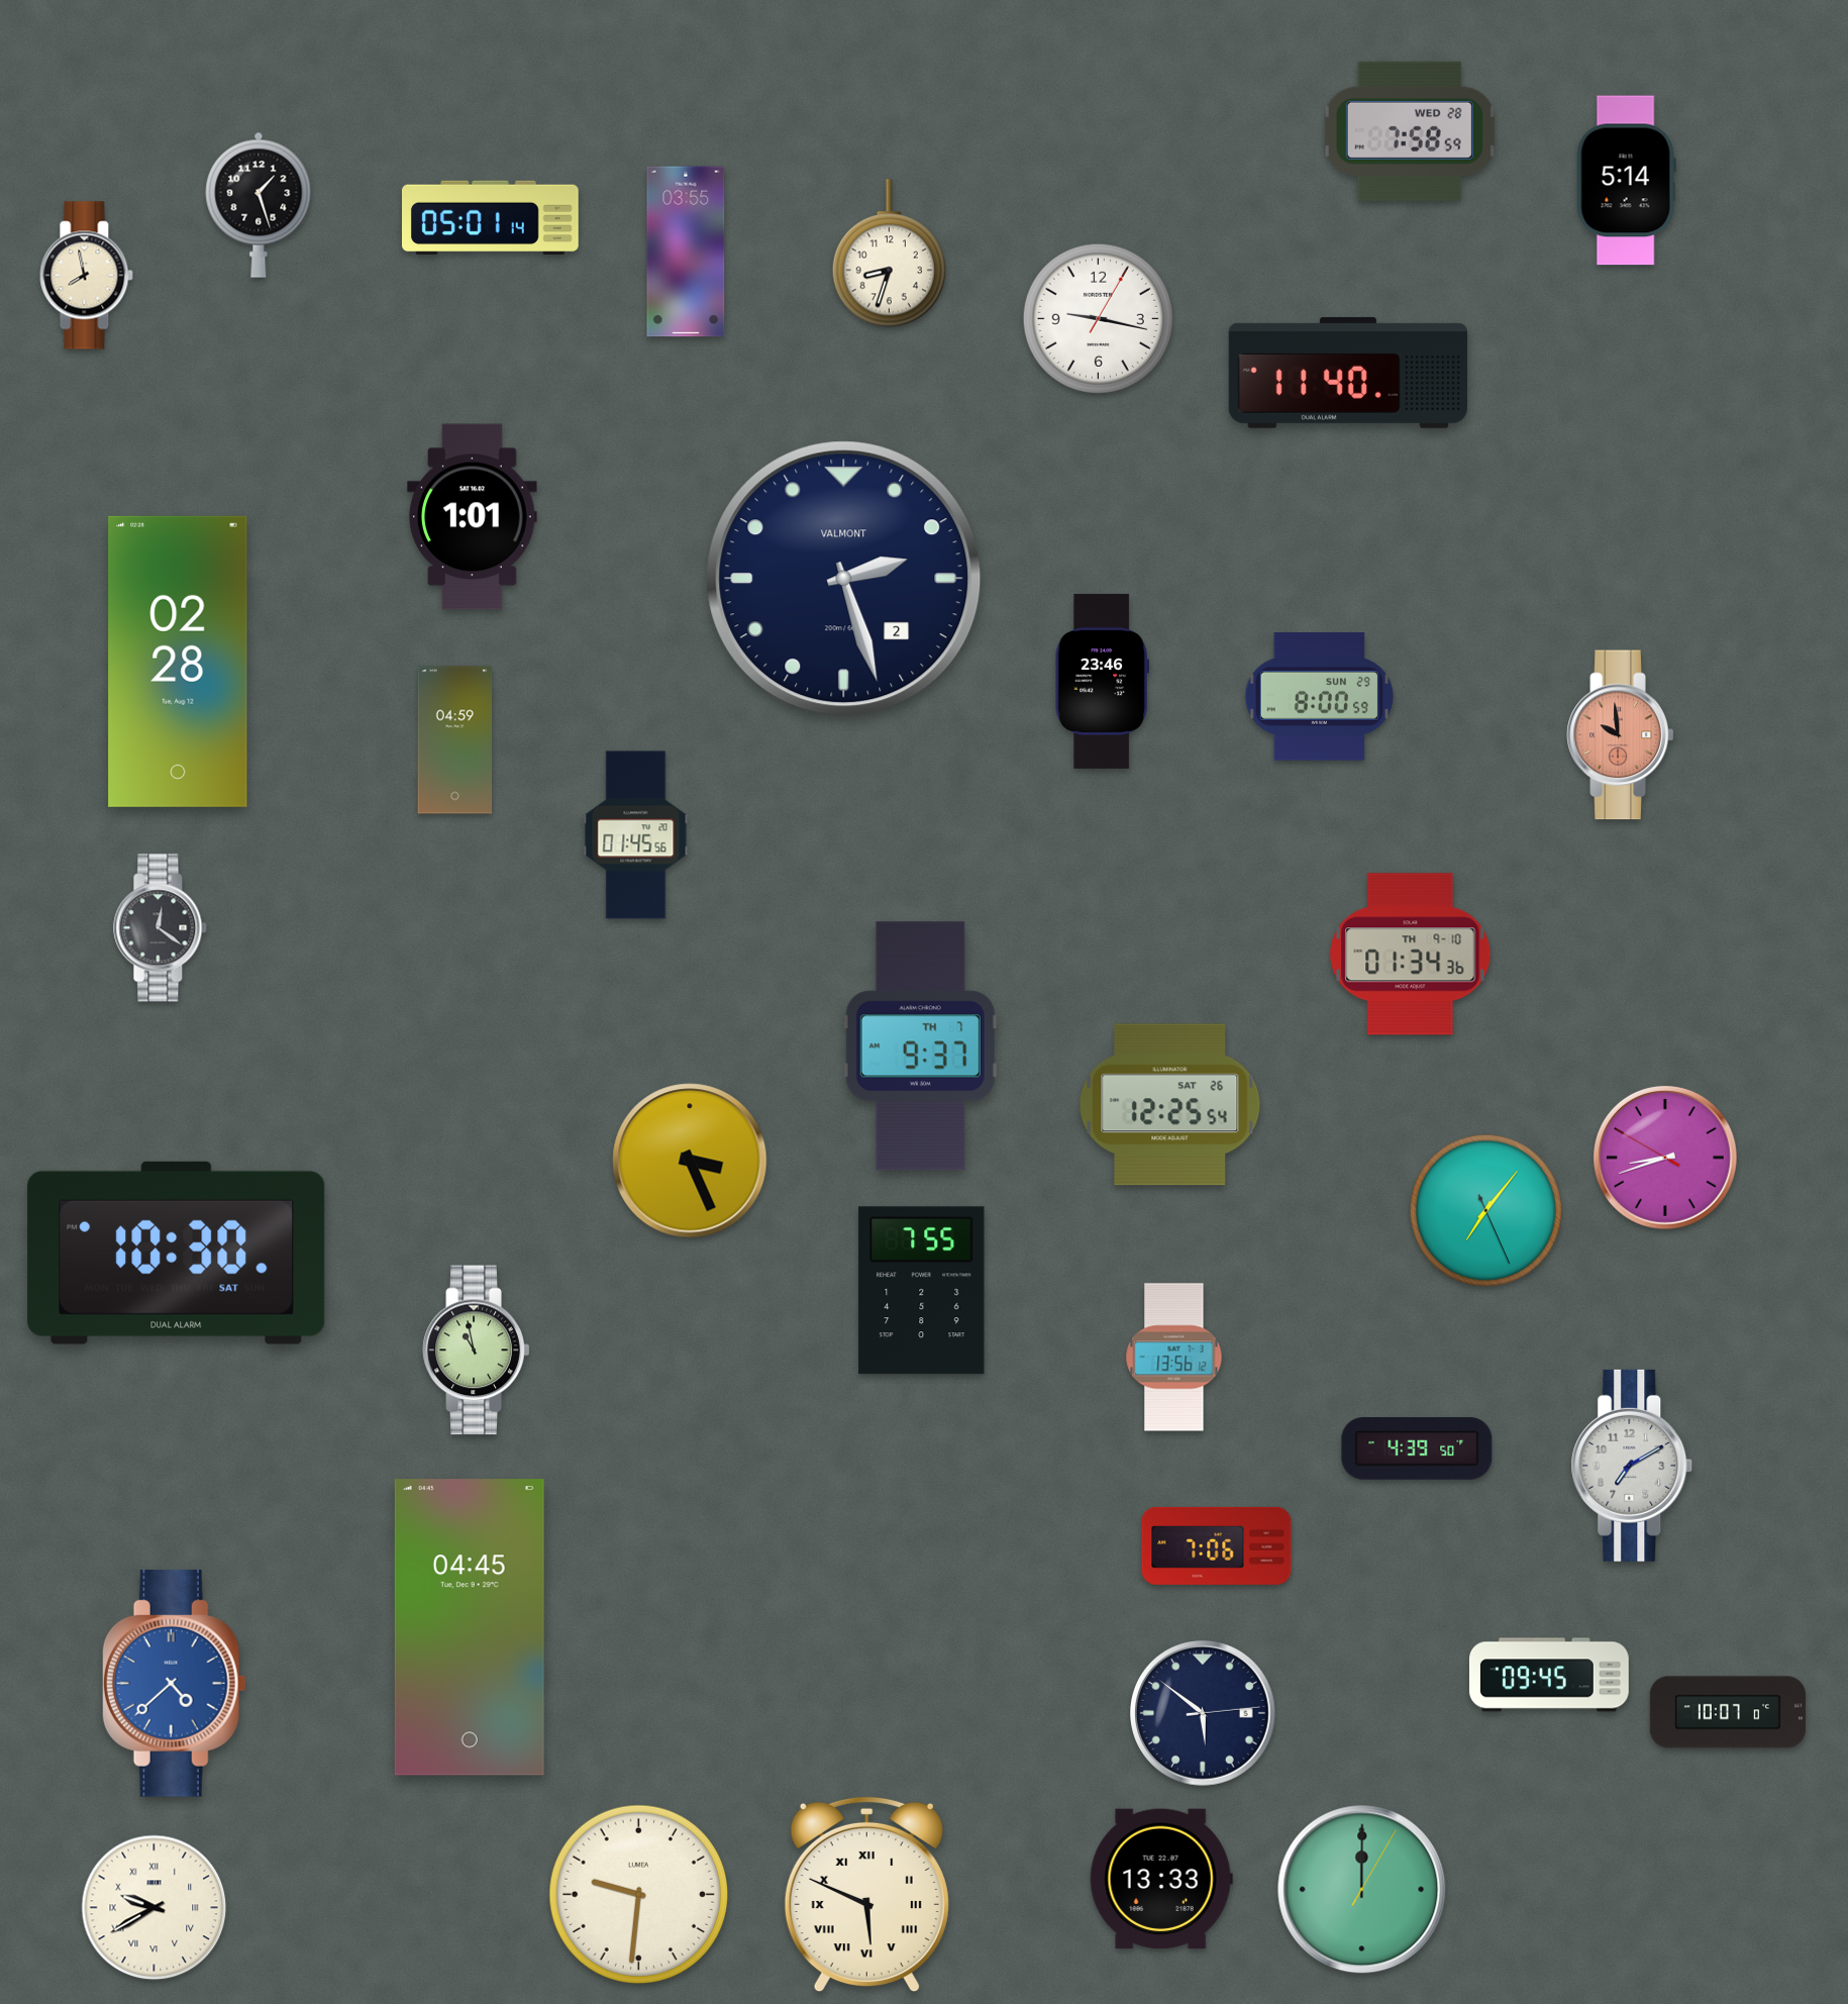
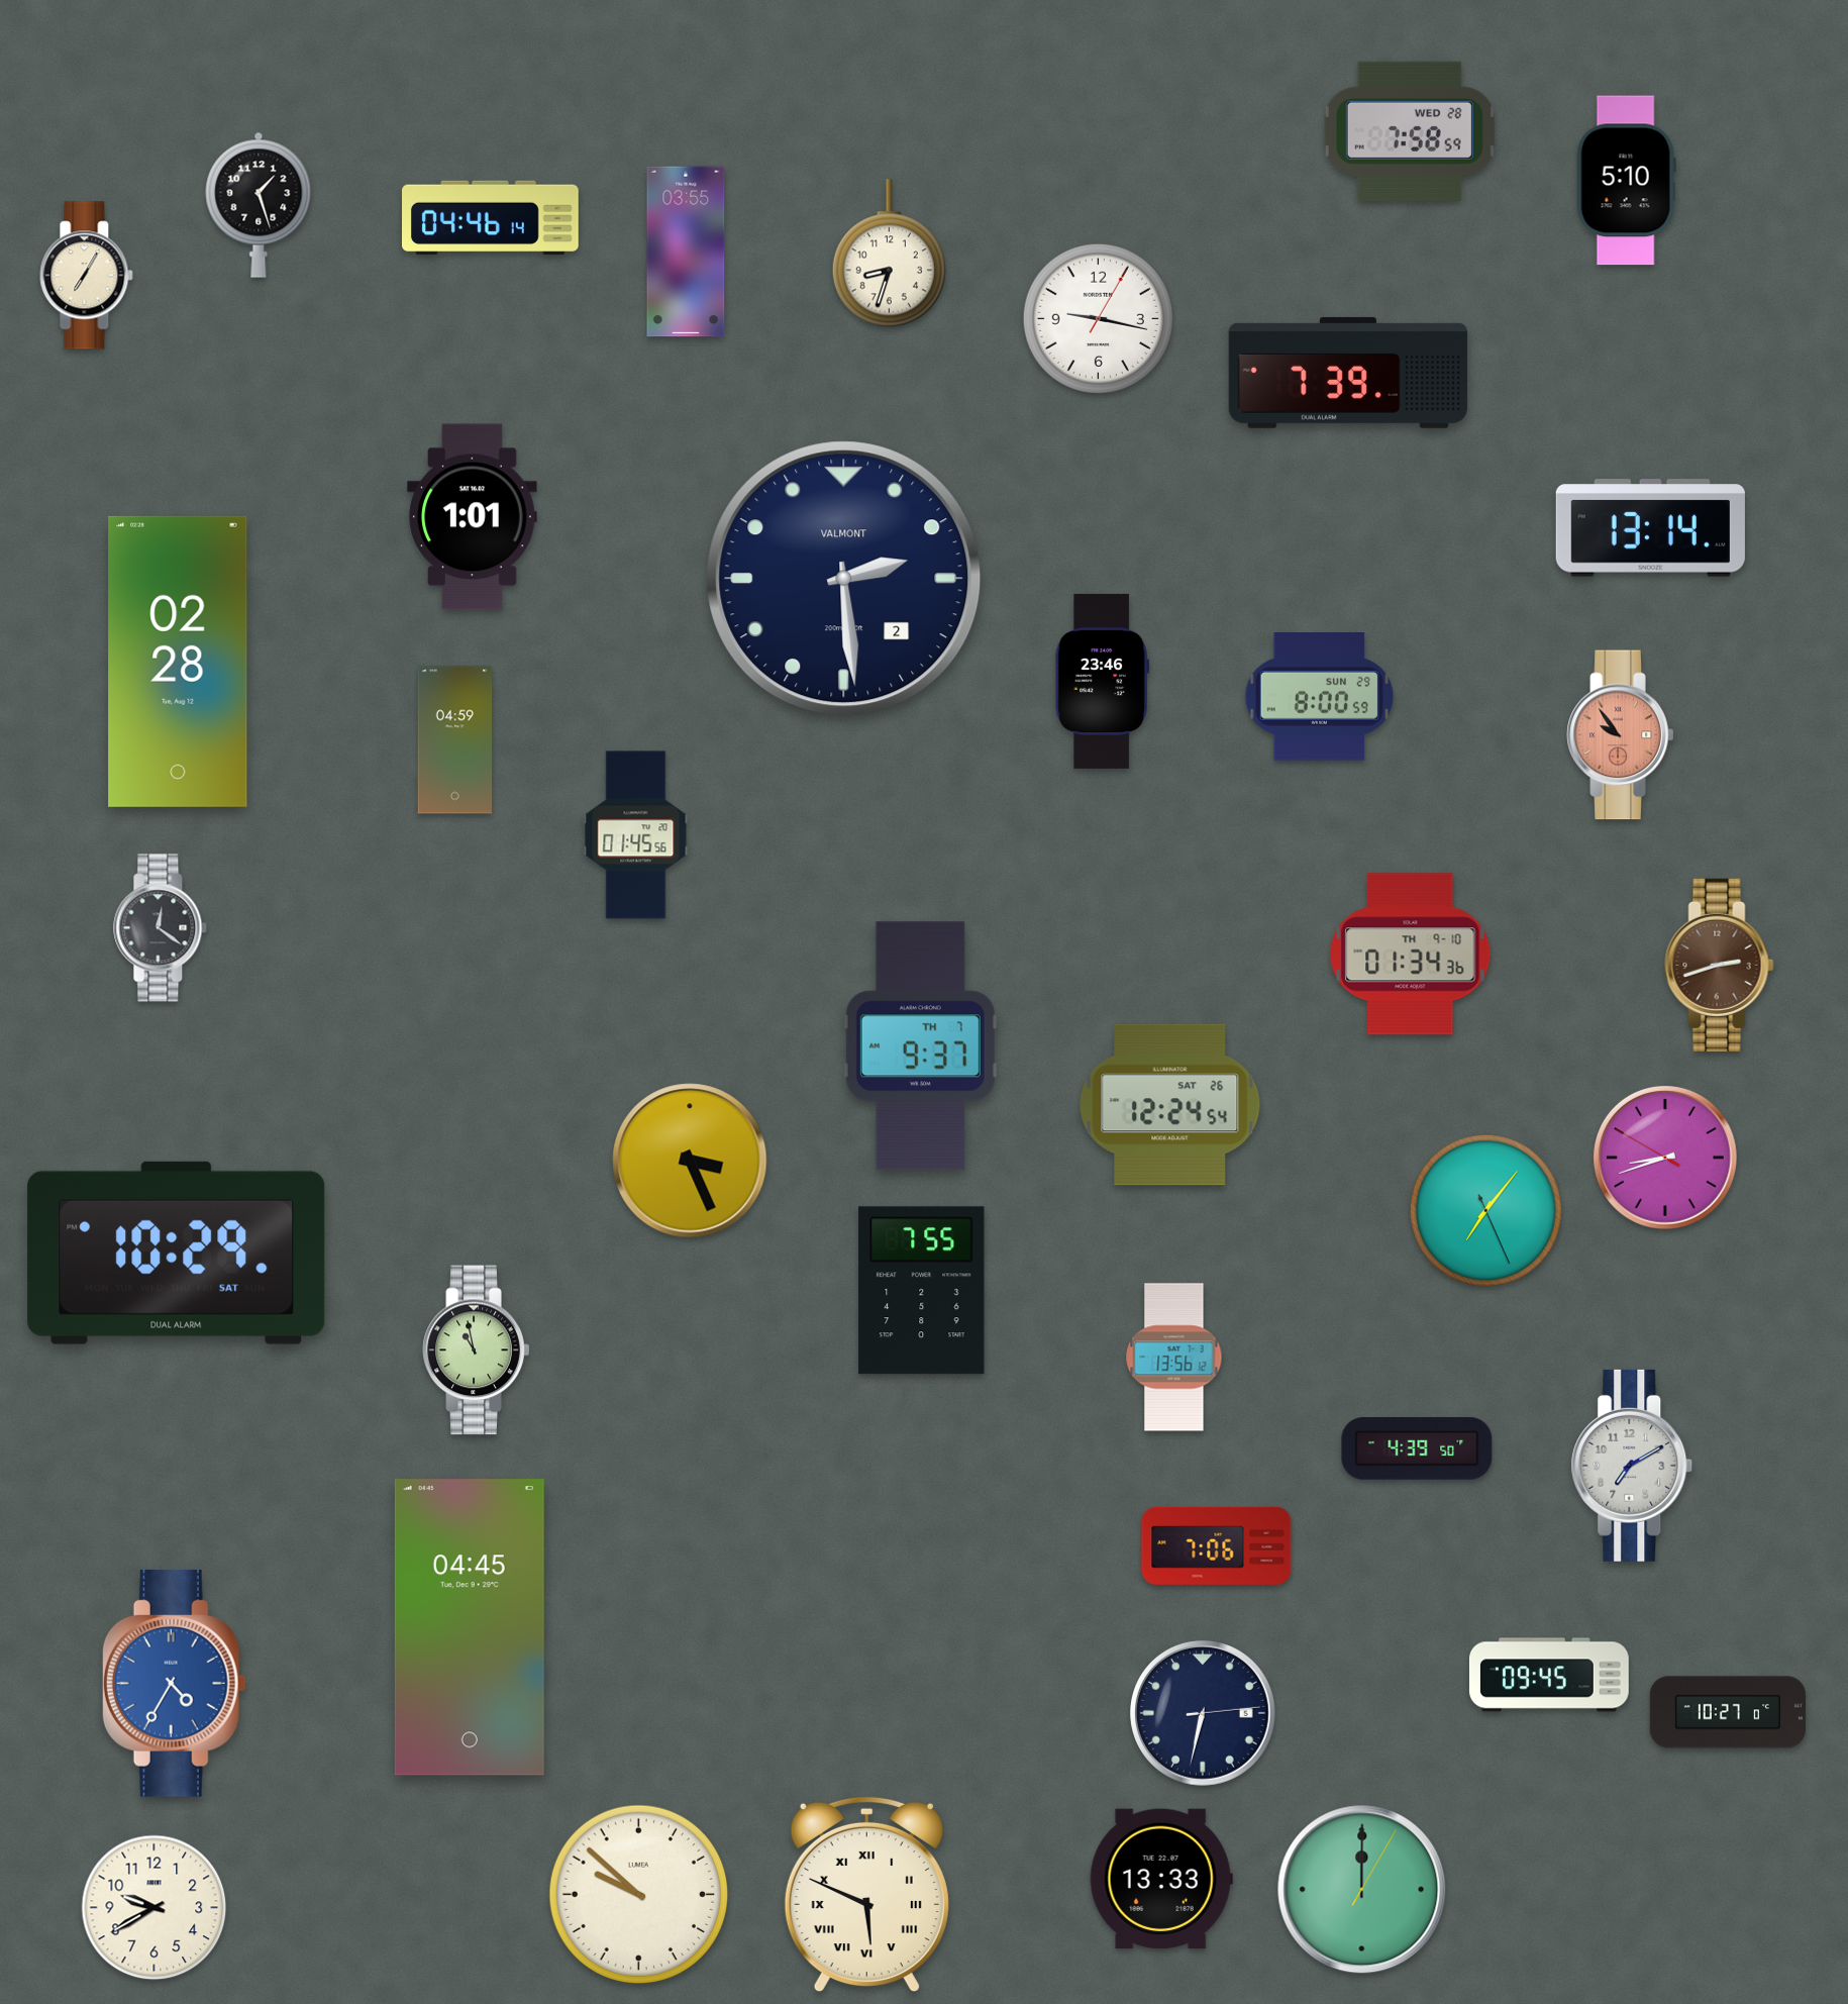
clock at (1626, 181): 5:14 -> 5:10
clock at (491, 217): 05:01 -> 04:46
clock at (87, 276): 7:58 -> 7:05
clock at (1348, 373): 11:40 -> 7:39
clock at (1650, 528): none -> 13:14
clock at (844, 579): 2:27 -> 2:29
clock at (1621, 735): 9:59 -> 9:54
clock at (1720, 965): none -> 2:42
clock at (1170, 1105): 12:25 -> 12:24
clock at (177, 1252): 10:30 -> 10:29
clock at (174, 1683): 4:38 -> 4:35
clock at (1728, 1712): 10:07 -> 10:27
clock at (1204, 1714): 5:51 -> 6:32
clock at (639, 1895): 9:31 -> 9:52
clock at (155, 1908) numerals: Roman -> Arabic
